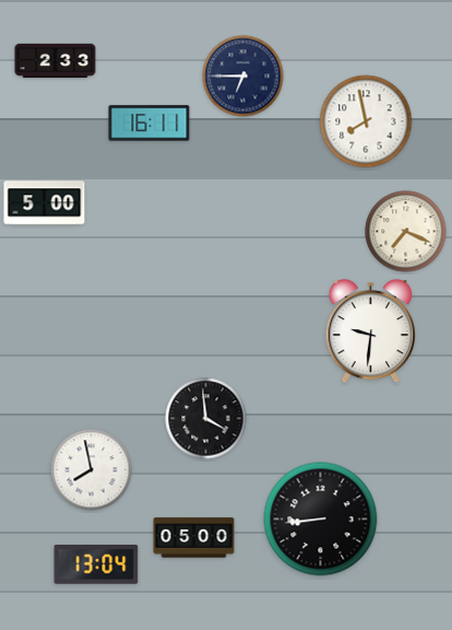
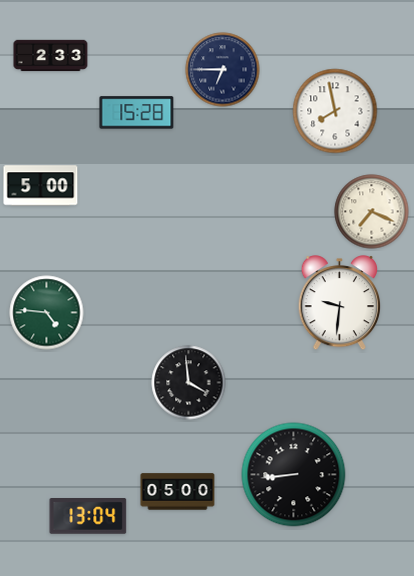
clock at (150, 124): 16:11 -> 15:28
clock at (47, 313): none -> 4:46
clock at (92, 470): 7:58 -> none
